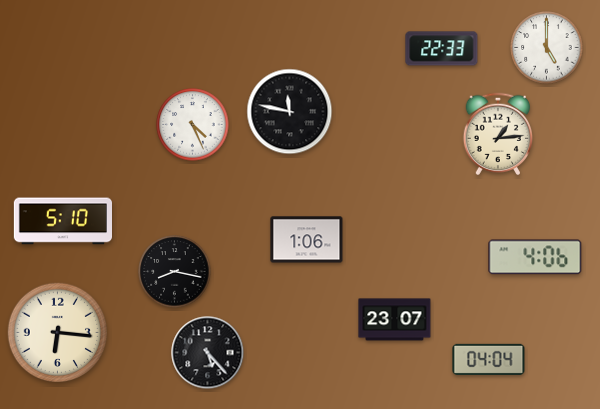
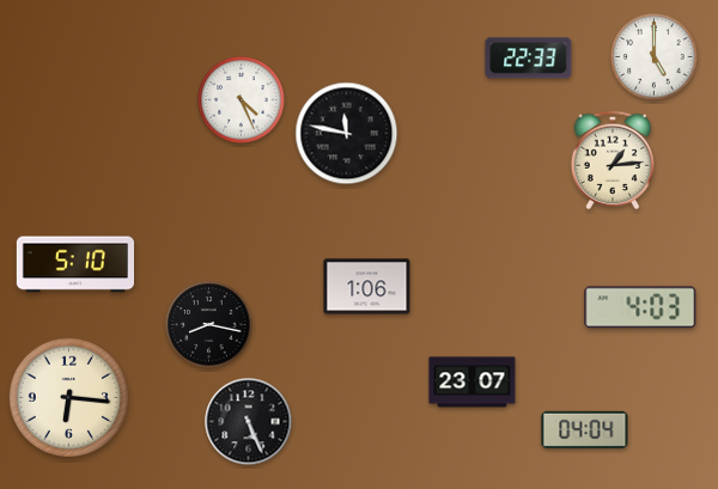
clock at (193, 125) position: (193, 125) -> (242, 100)
clock at (498, 134) position: (498, 134) -> (613, 160)
clock at (535, 257): 4:06 -> 4:03
clock at (208, 353): 5:23 -> 5:26
